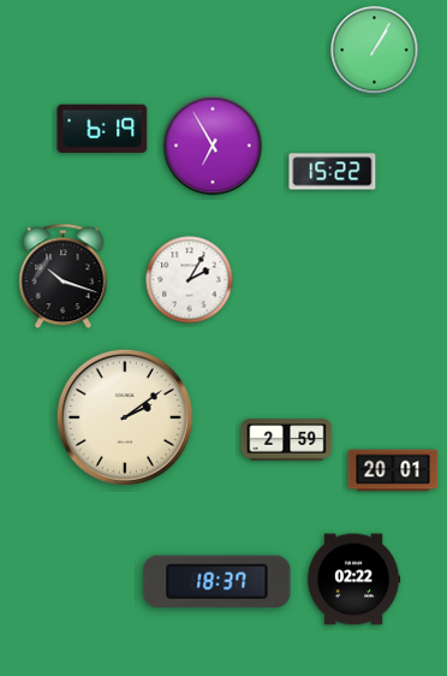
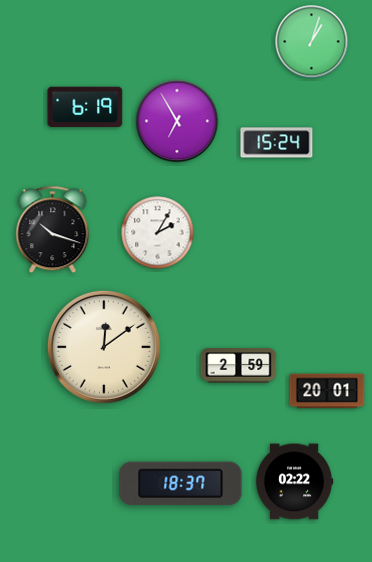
clock at (375, 51): 1:05 -> 1:03
clock at (333, 172): 15:22 -> 15:24
clock at (125, 417): 2:09 -> 12:09
